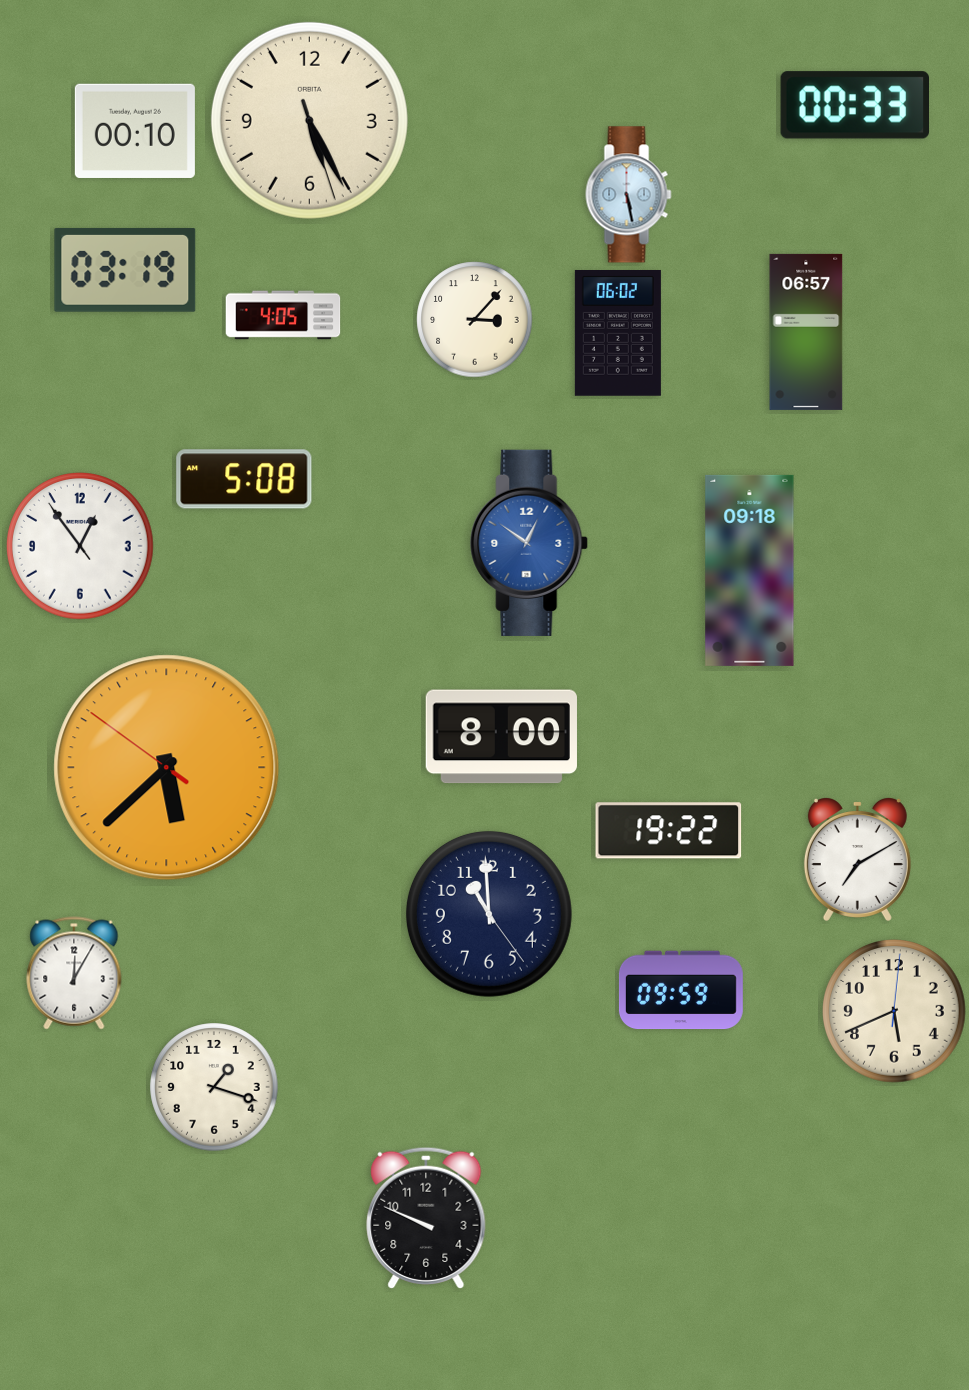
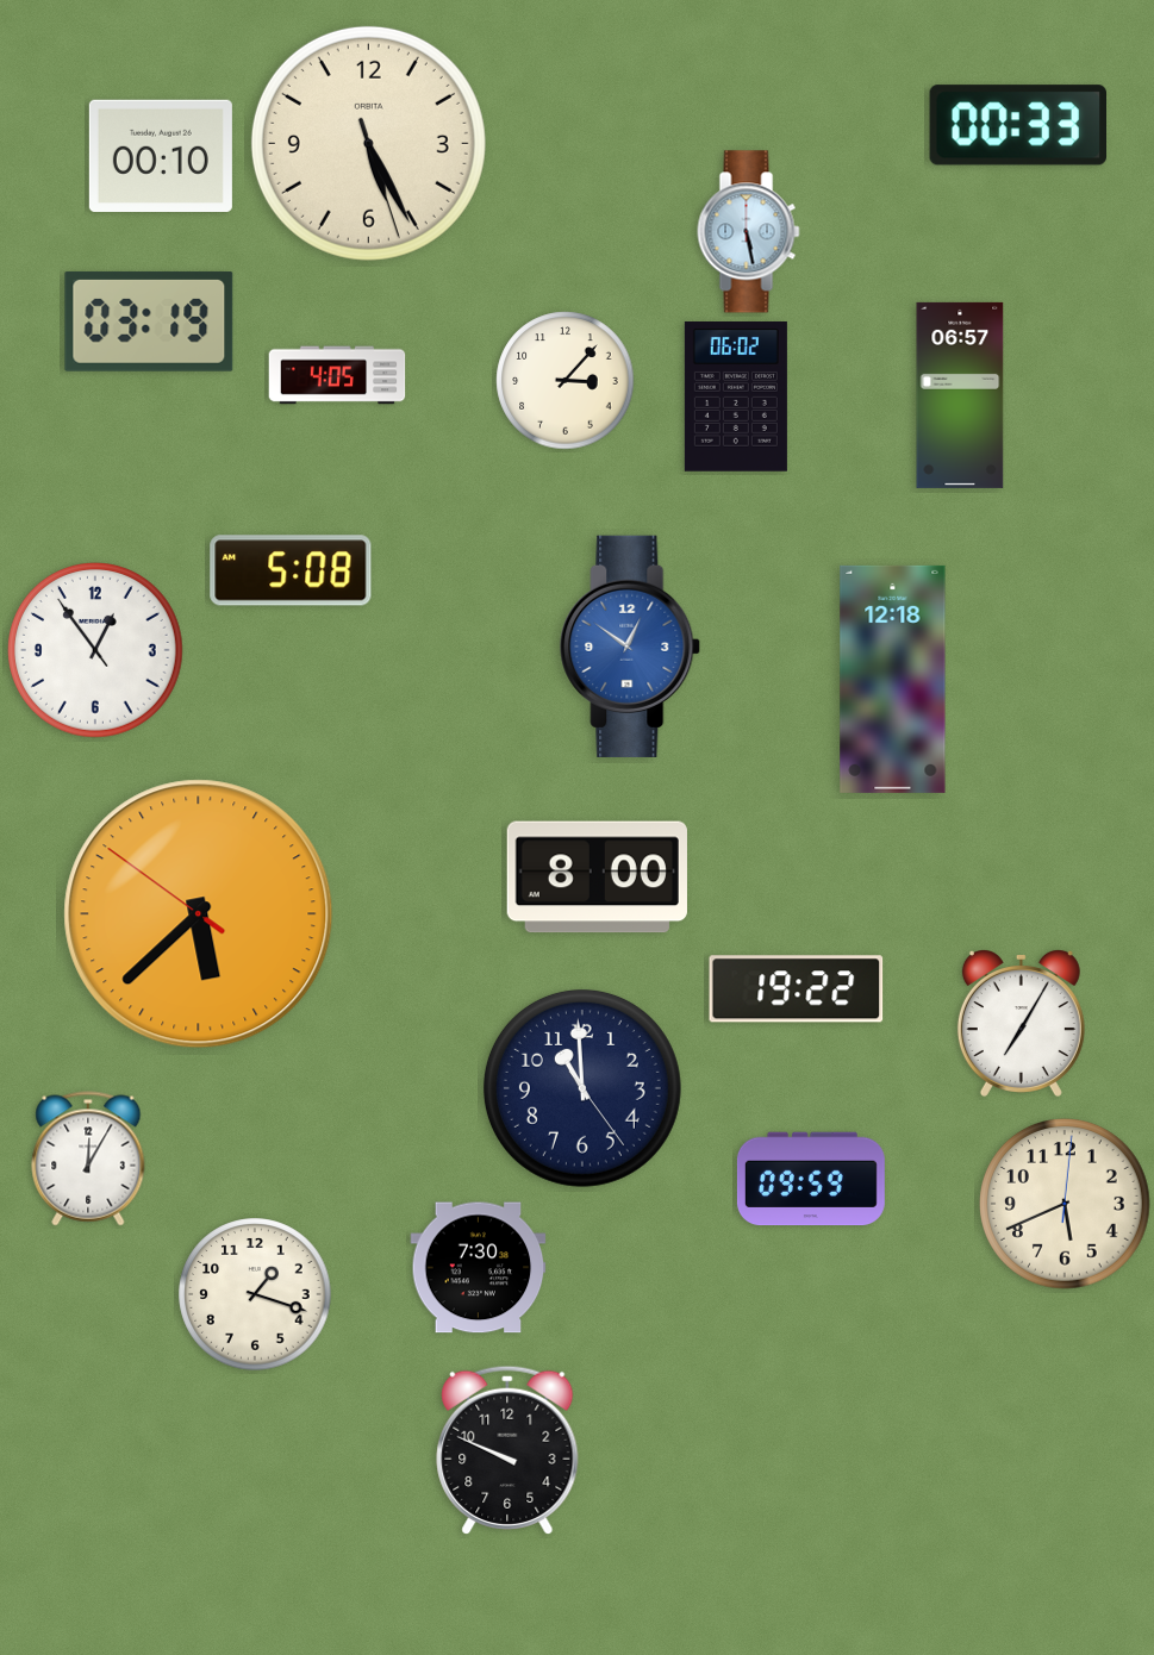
clock at (750, 570): 09:18 -> 12:18
clock at (857, 860): 7:10 -> 7:05
clock at (479, 1268): none -> 7:30
